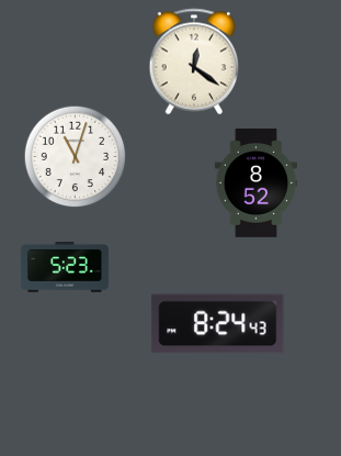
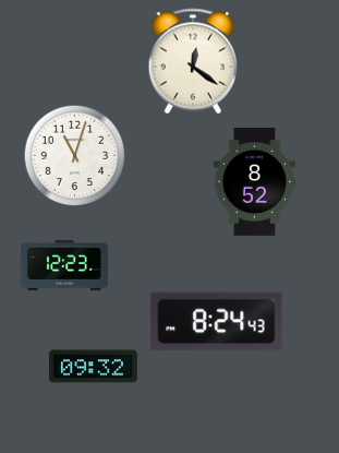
clock at (65, 268): 5:23 -> 12:23
clock at (93, 367): none -> 09:32
